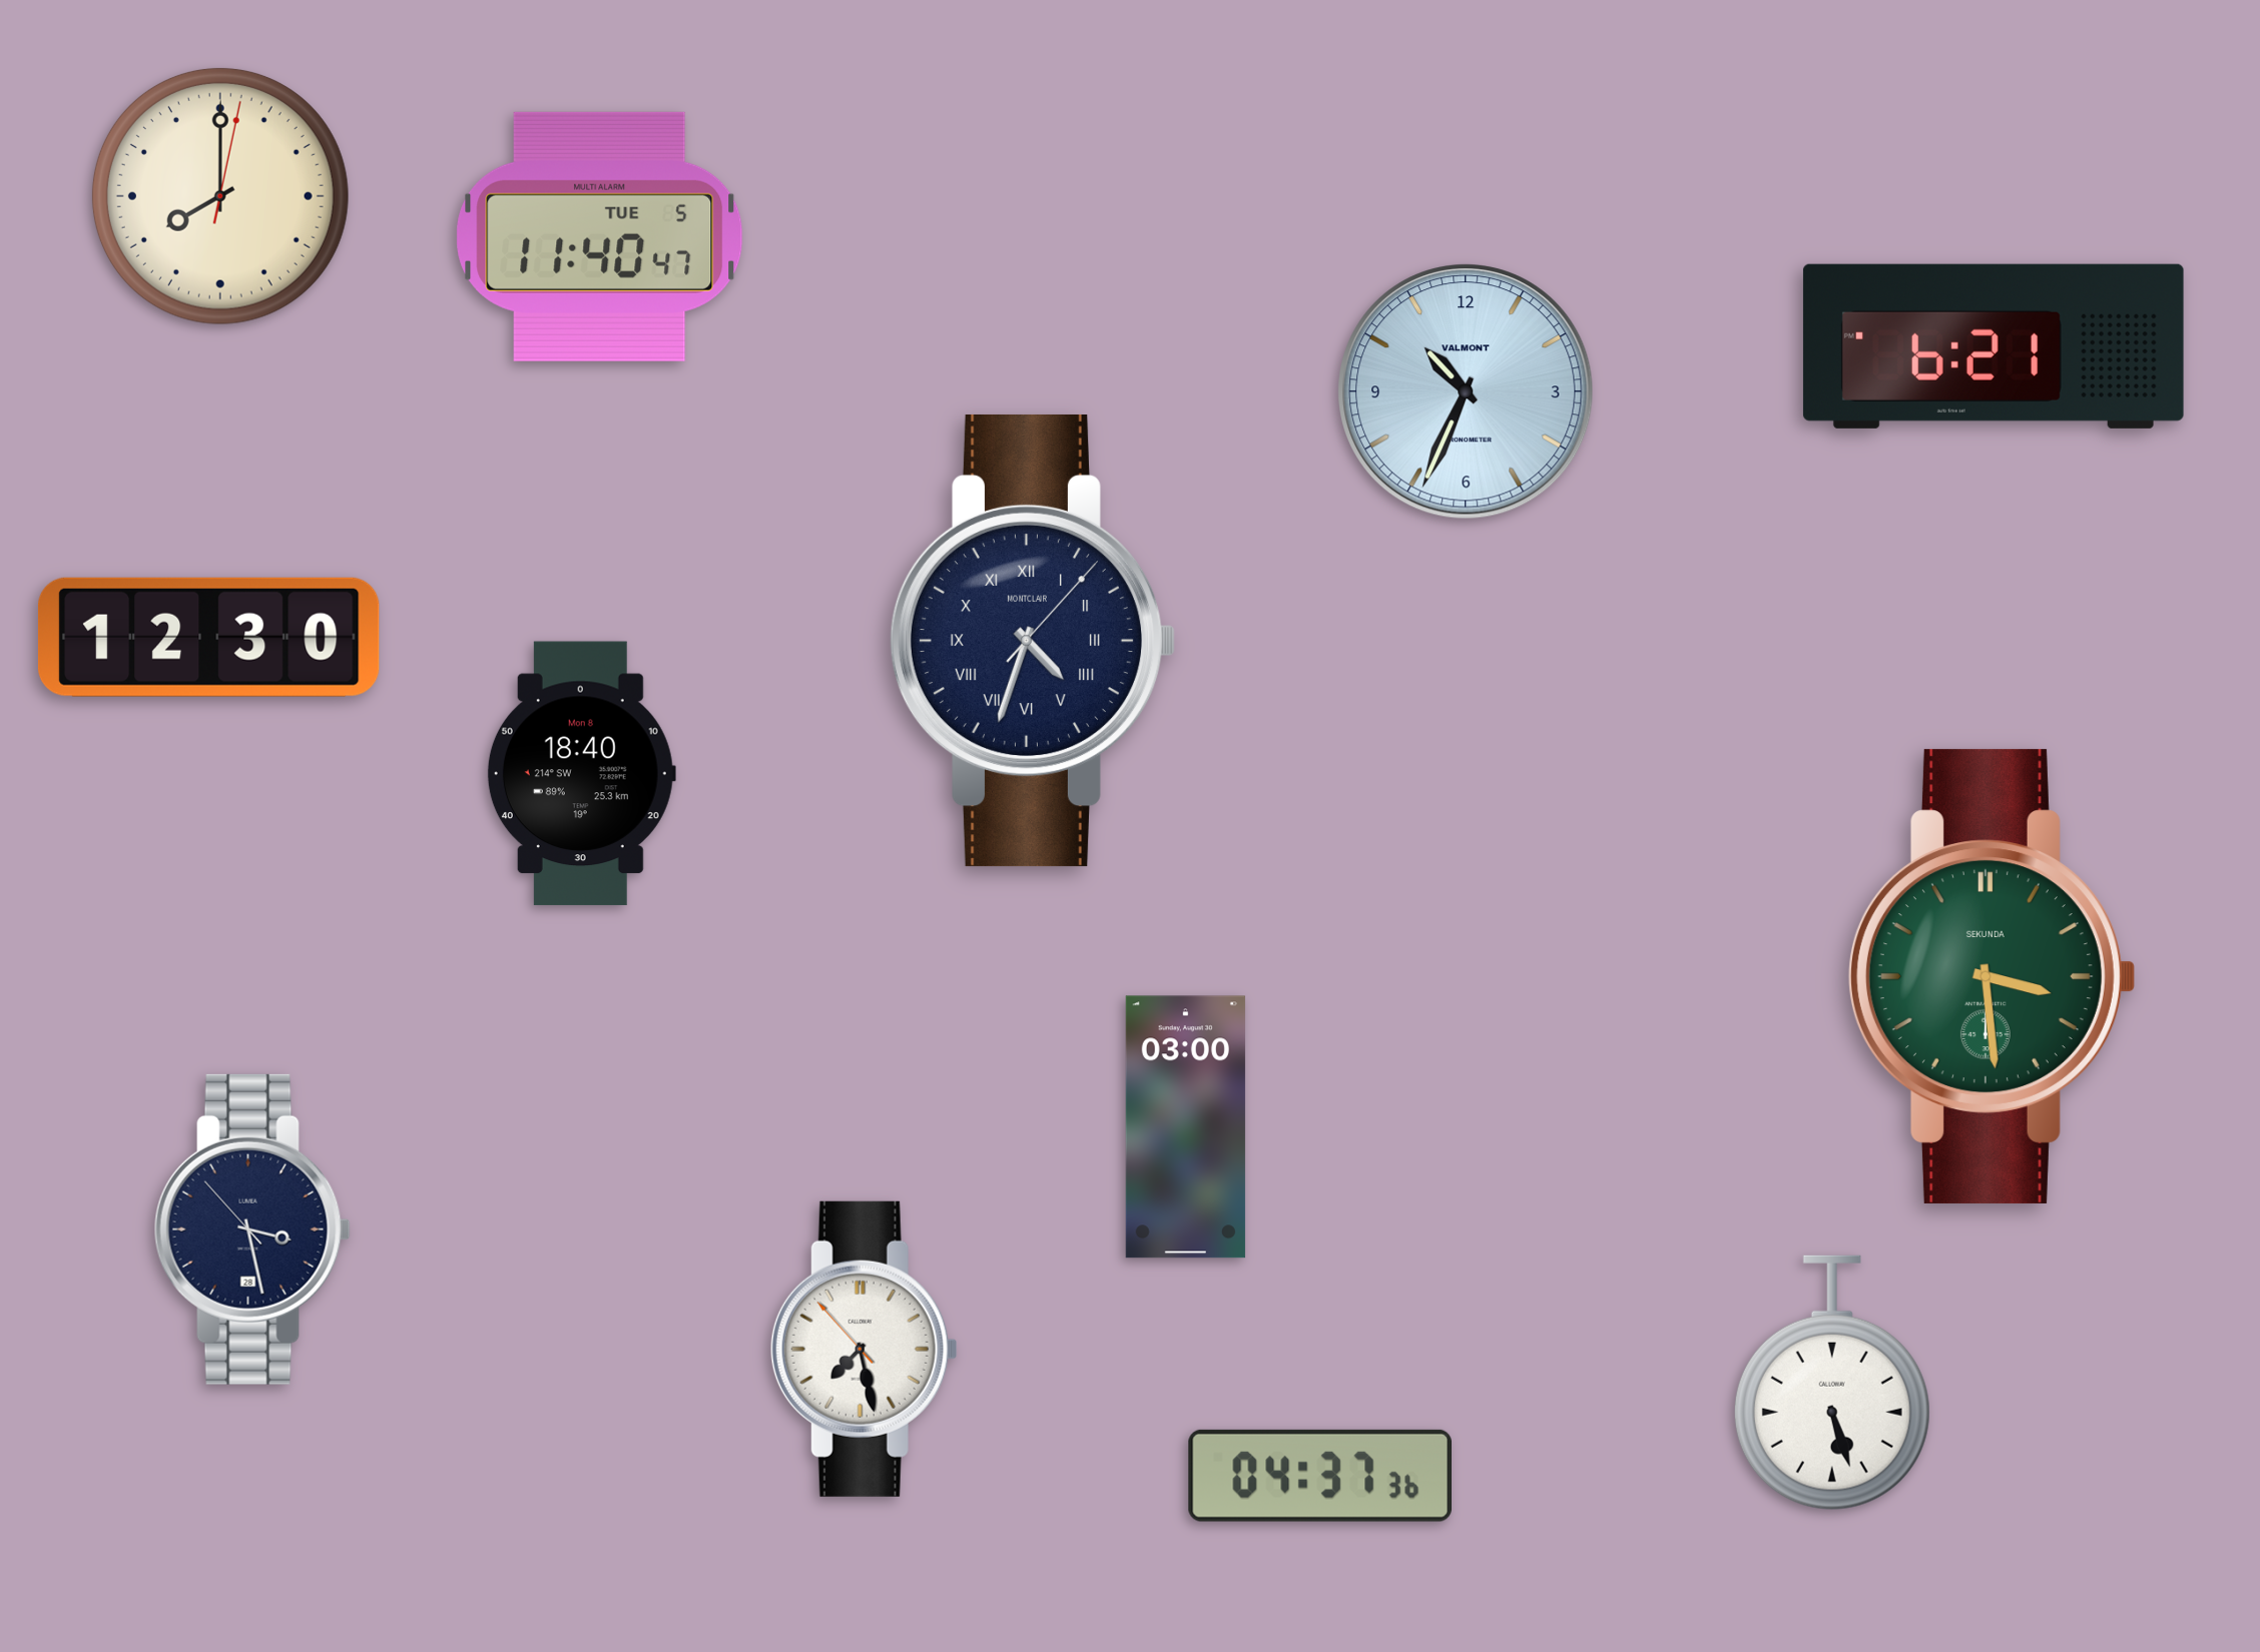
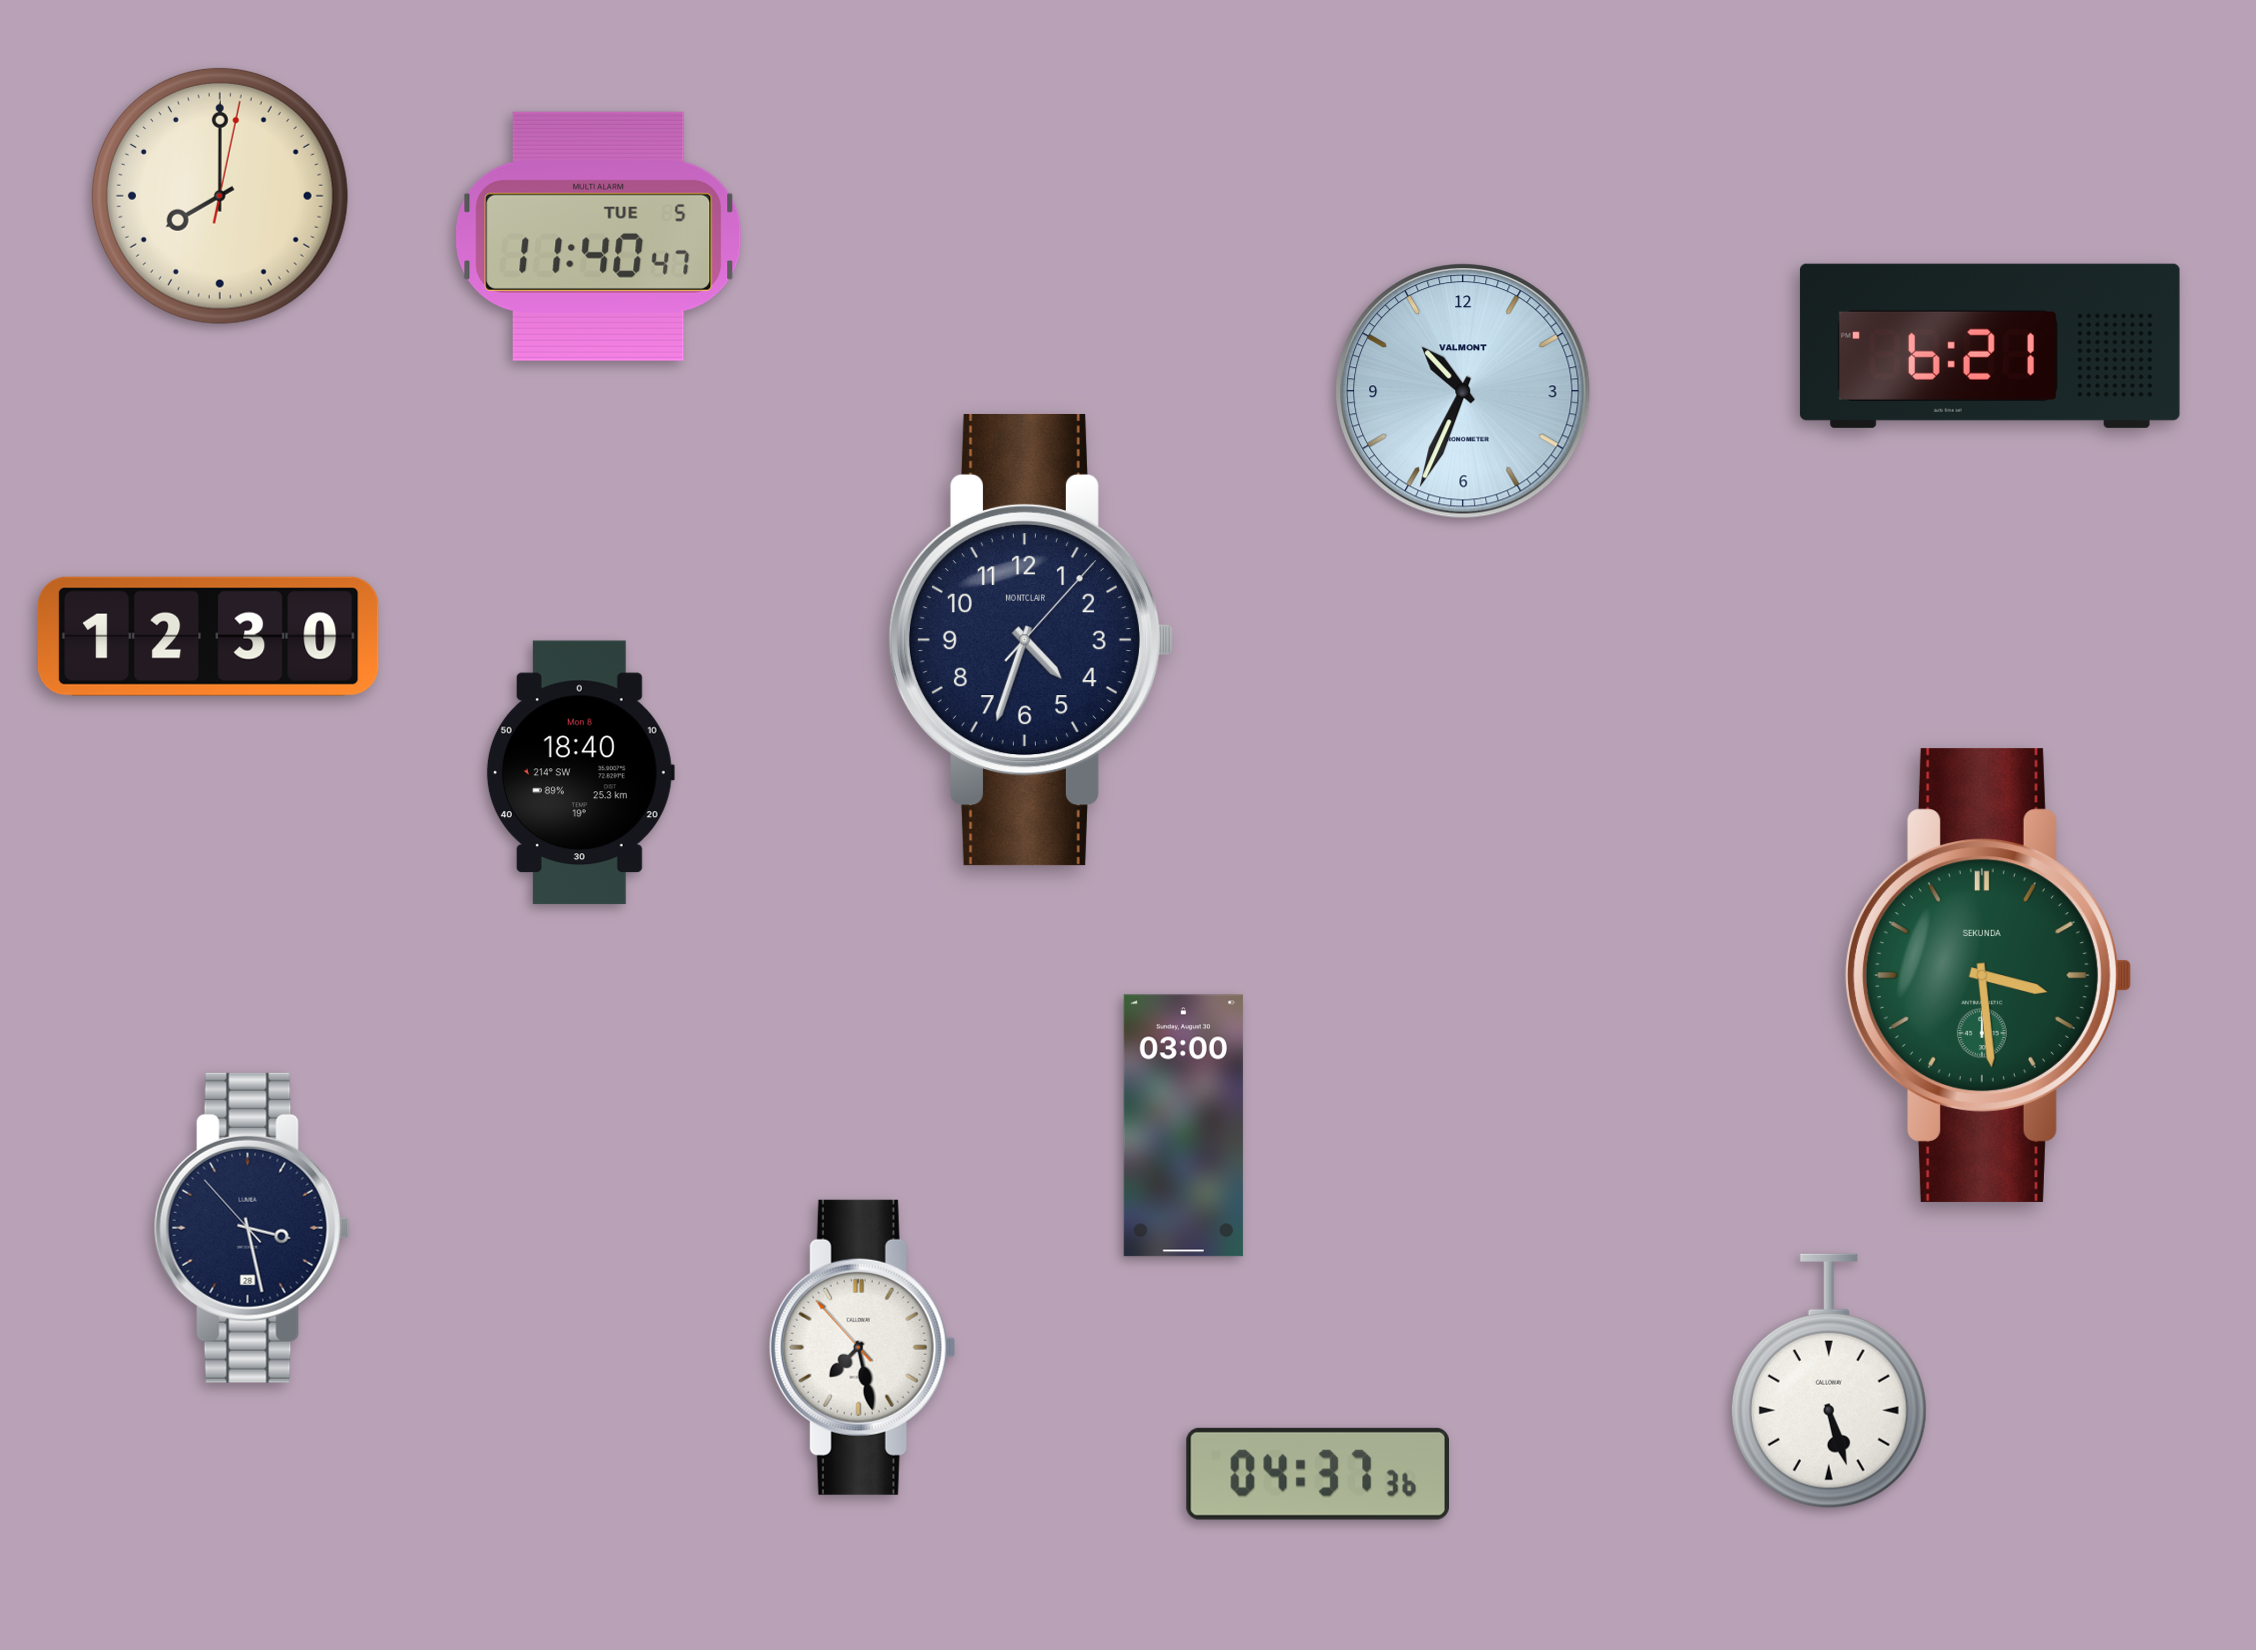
clock at (1032, 641) numerals: Roman -> Arabic
